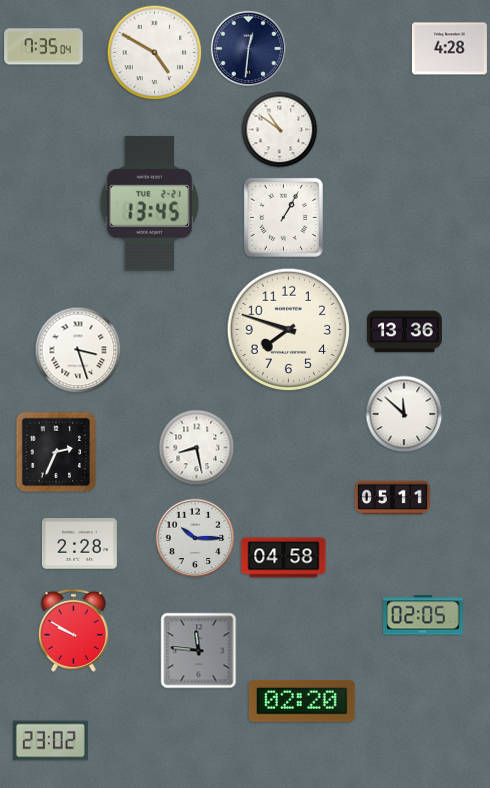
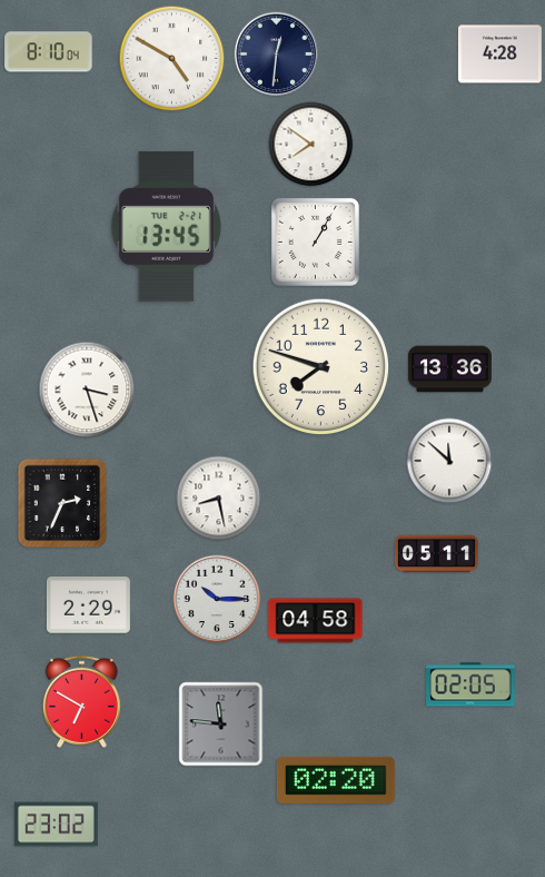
clock at (44, 47): 7:35 -> 8:10
clock at (280, 130): 10:51 -> 7:51
clock at (79, 544): 2:28 -> 2:29
clock at (73, 630): 9:50 -> 6:50
